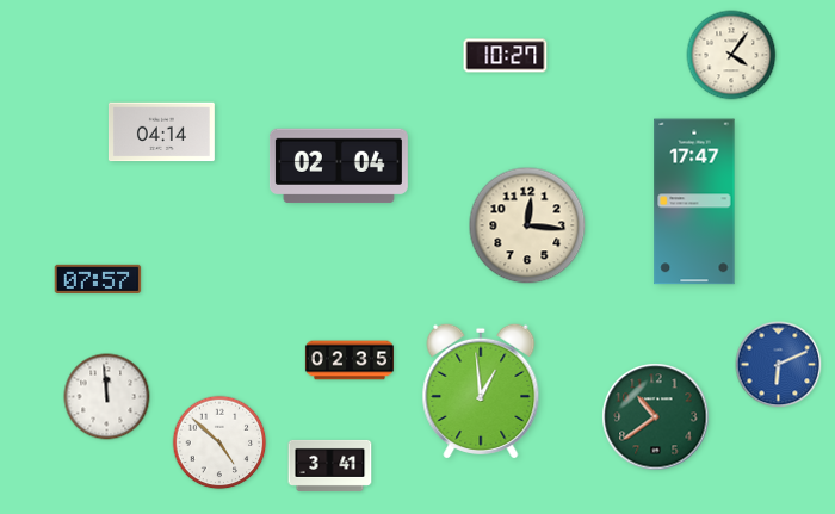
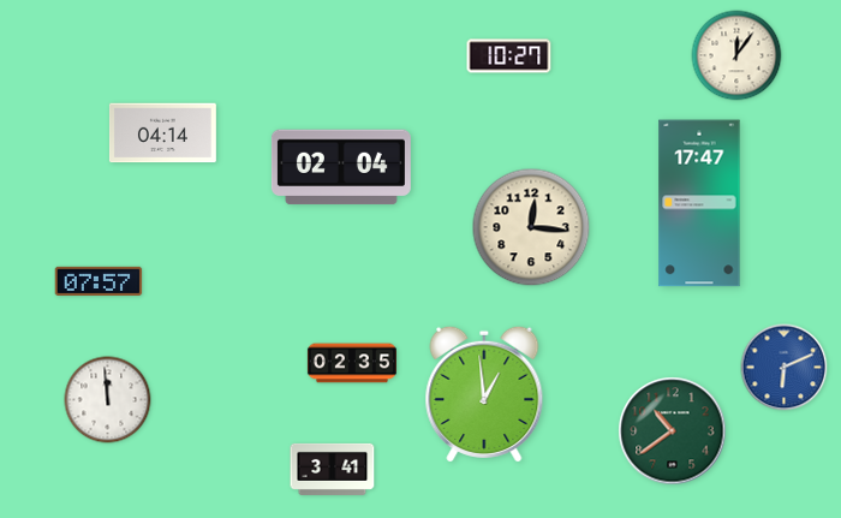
clock at (731, 55): 4:06 -> 12:06
clock at (656, 417) position: (656, 417) -> (673, 431)
clock at (219, 442): 4:52 -> none
